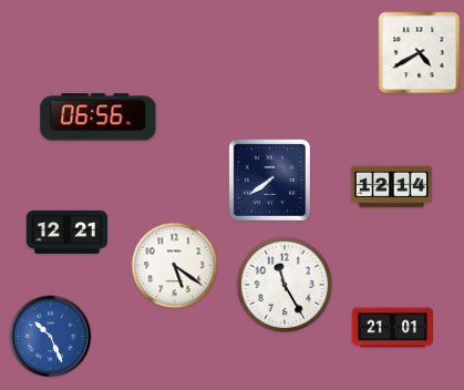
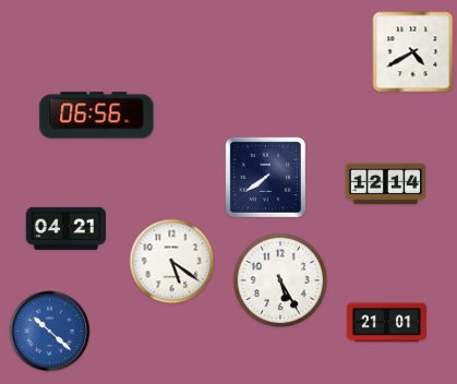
clock at (66, 232): 12:21 -> 04:21
clock at (285, 285): 11:25 -> 5:25
clock at (51, 337): 10:26 -> 10:22
